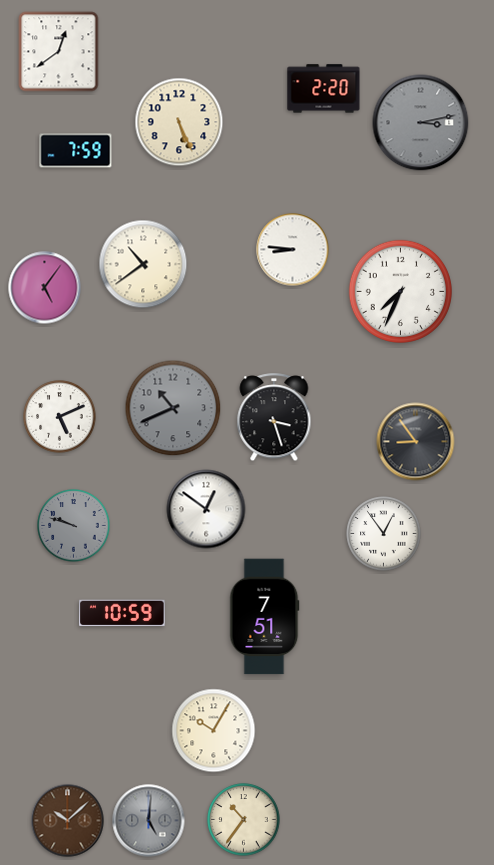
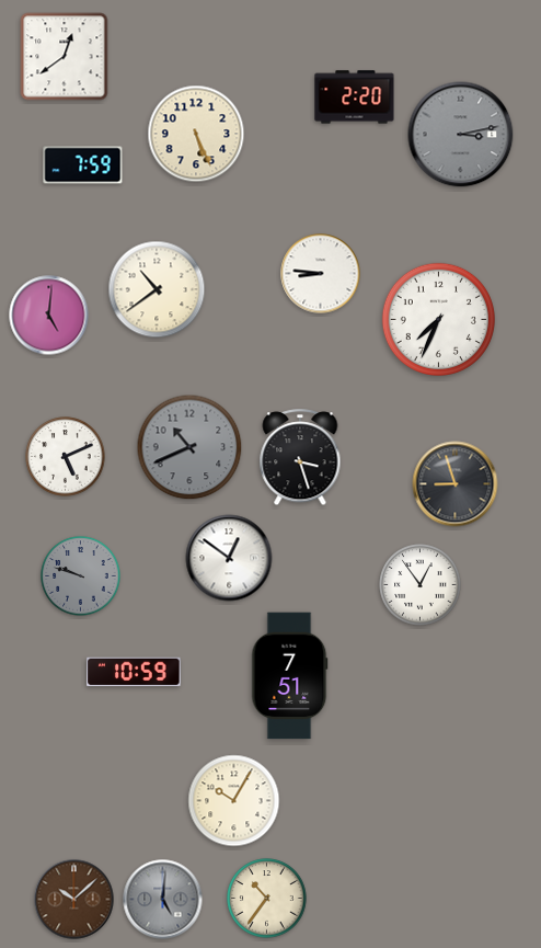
clock at (45, 288): 5:06 -> 5:01
clock at (416, 442): 8:54 -> 8:57
clock at (206, 509) position: (206, 509) -> (229, 558)
